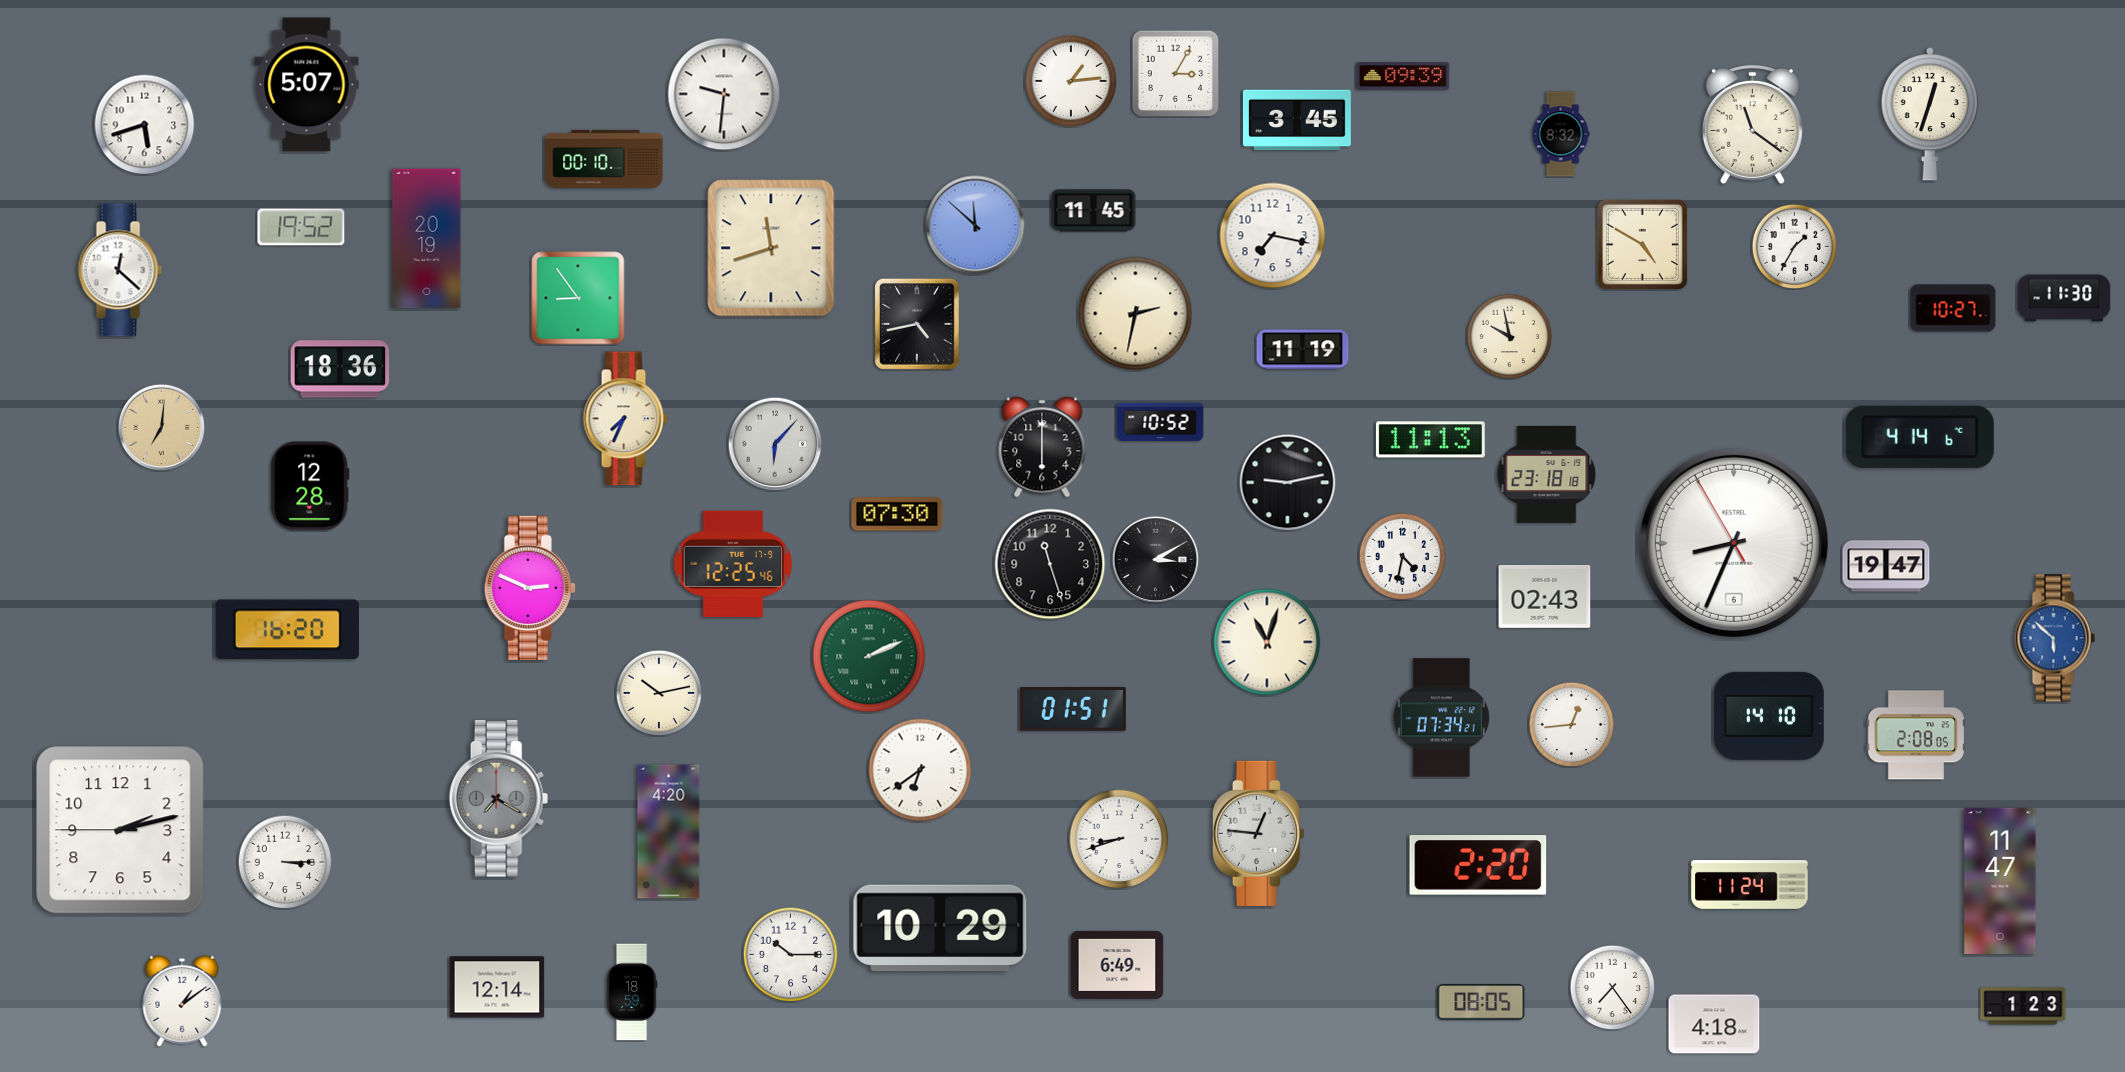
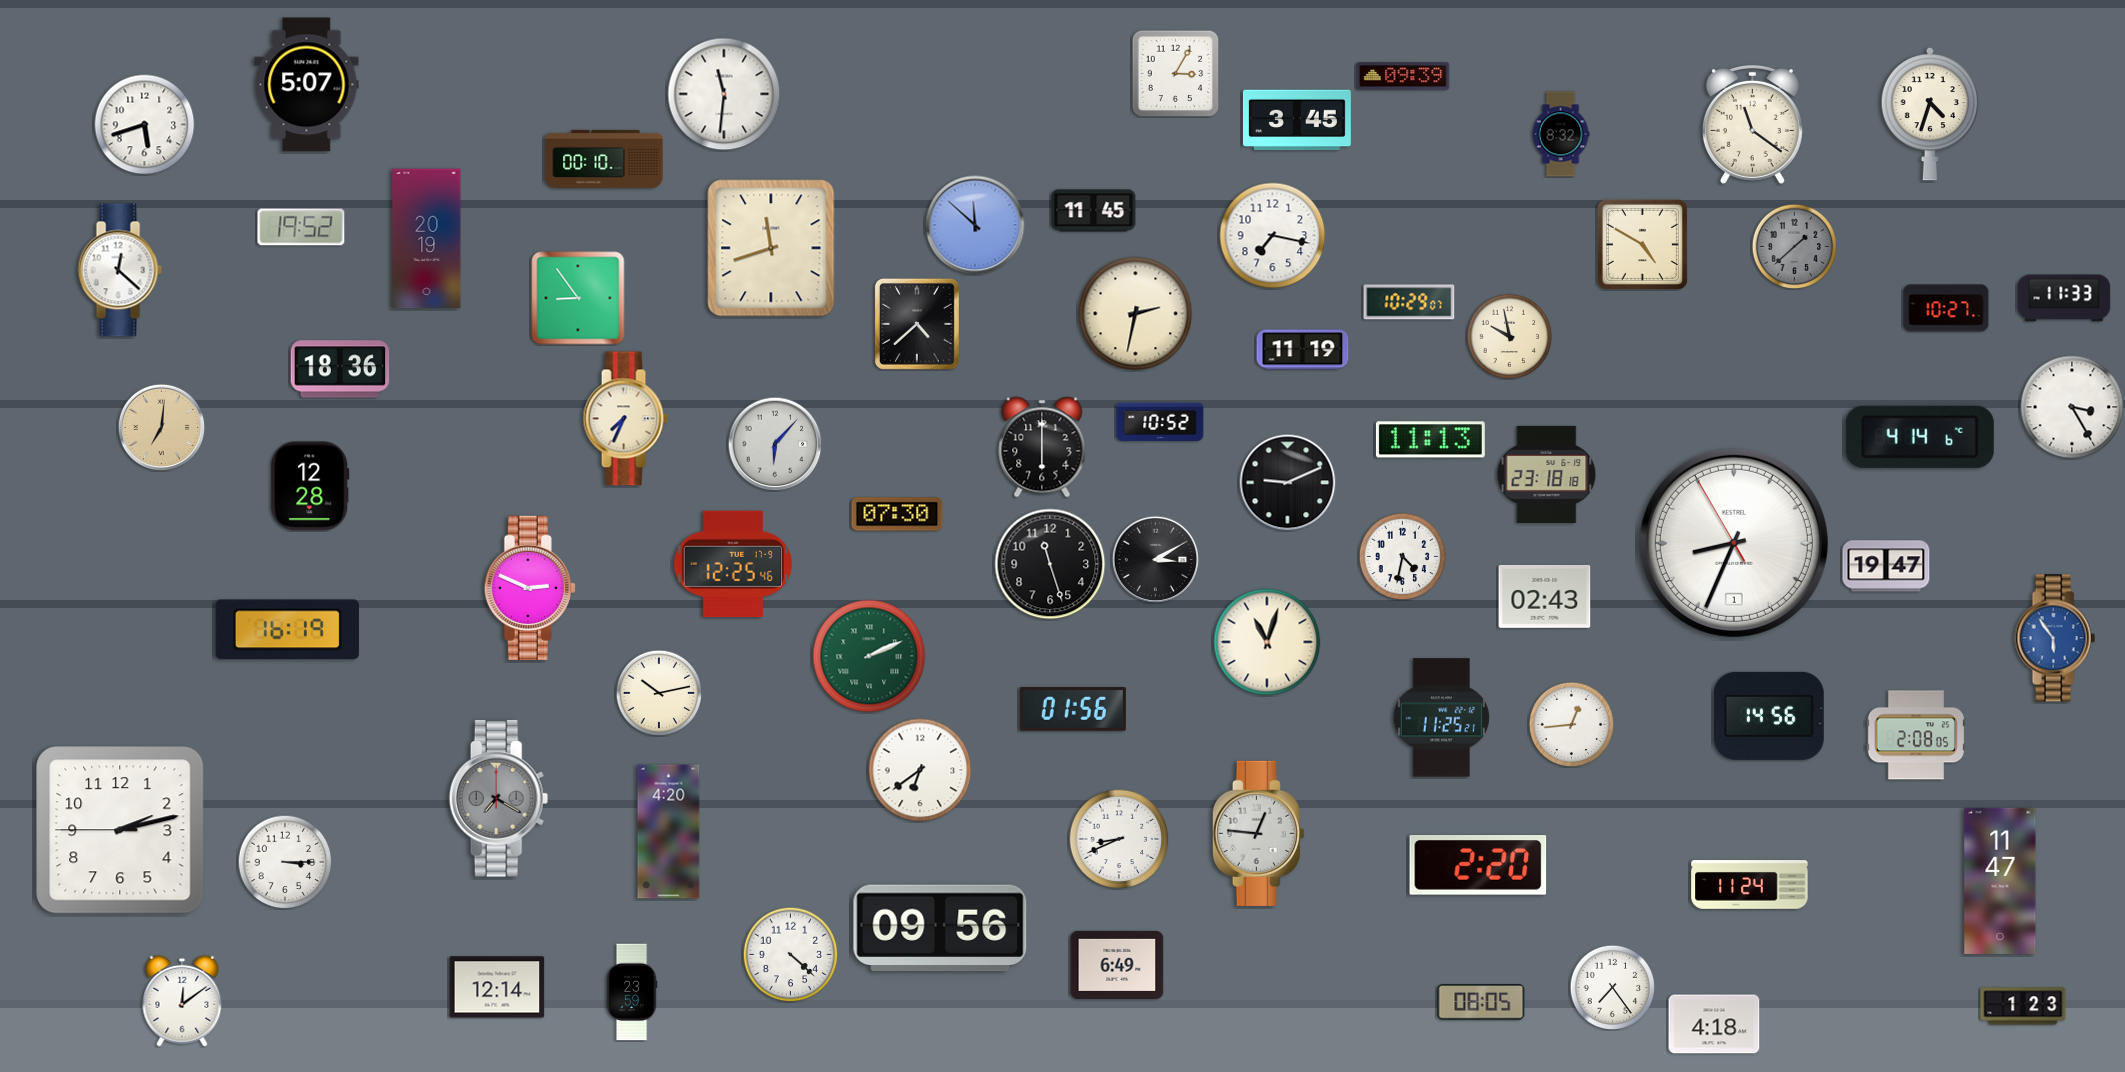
clock at (1071, 81): 1:14 -> none
clock at (724, 94): 9:31 -> 11:31
clock at (1929, 114): 12:33 -> 4:33
clock at (1794, 246): 1:35 -> 1:38
clock at (1794, 246) dial: white -> grey
clock at (2064, 298): 11:30 -> 11:33
clock at (1409, 302): none -> 10:29
clock at (1953, 308) position: (1953, 308) -> (1946, 308)
clock at (917, 324): 4:43 -> 4:38
clock at (2072, 407): none -> 3:25
clock at (1288, 483): 9:13 -> 9:11
clock at (1734, 543) date: 6 -> 1
clock at (287, 630): 16:20 -> 16:19
clock at (2055, 638): 5:52 -> 5:54
clock at (1073, 710): 01:51 -> 01:56
clock at (1769, 716): 14:10 -> 14:56
clock at (1441, 718): 07:34 -> 11:25
clock at (1119, 839): 8:42 -> 8:41
clock at (940, 928): 10:29 -> 09:56
clock at (790, 954): 10:15 -> 4:22
clock at (632, 992): 18:59 -> 23:59
clock at (182, 1001): 1:09 -> 12:09
